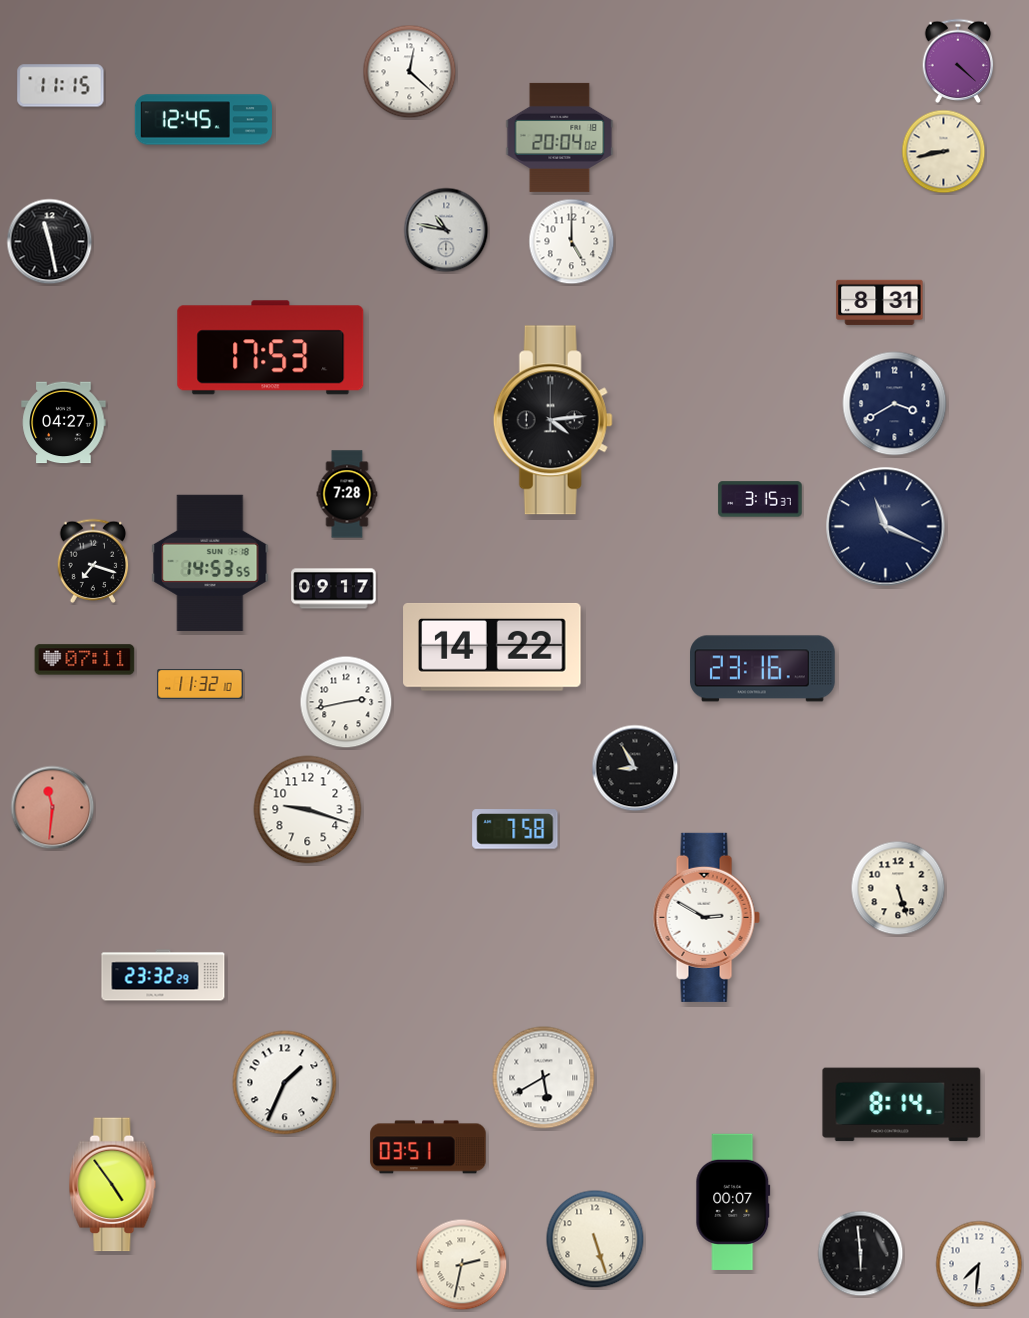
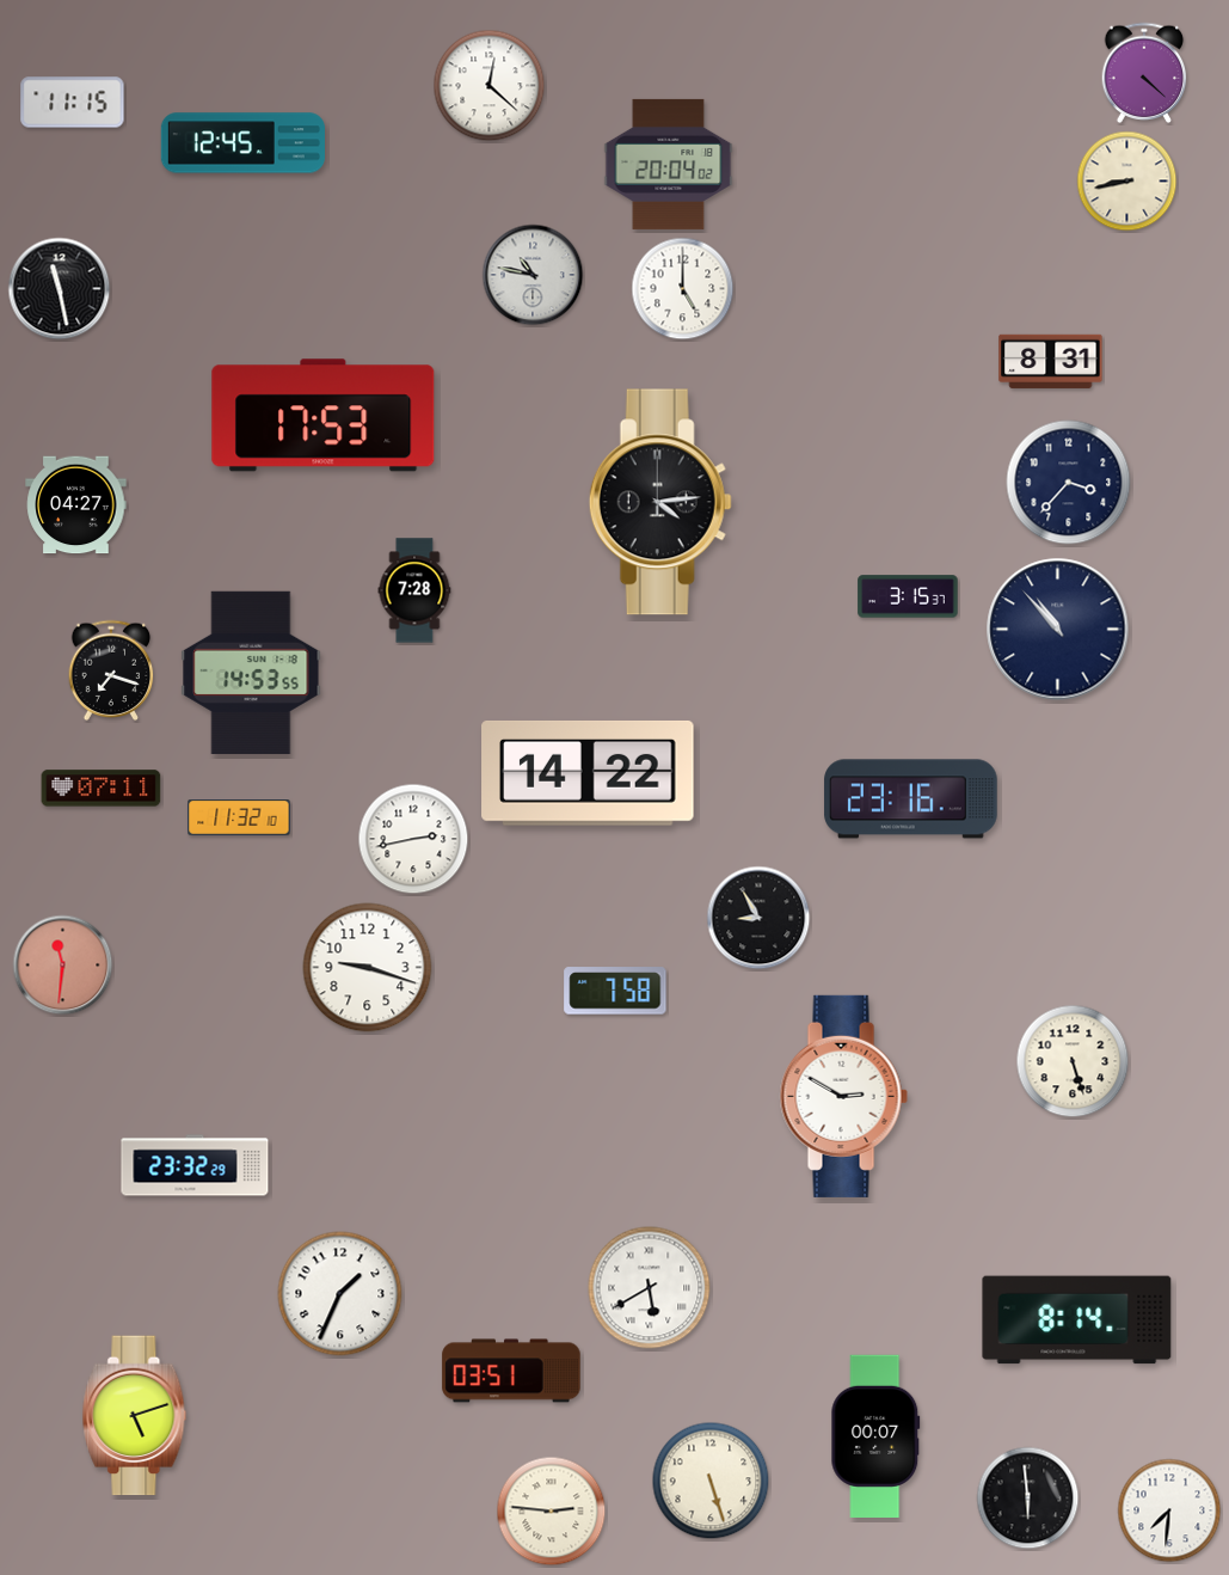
clock at (895, 404): 3:40 -> 3:37
clock at (886, 527): 11:19 -> 10:53
clock at (334, 589): 09:17 -> none
clock at (113, 1185): 4:54 -> 5:12
clock at (462, 1265): 2:32 -> 2:46
